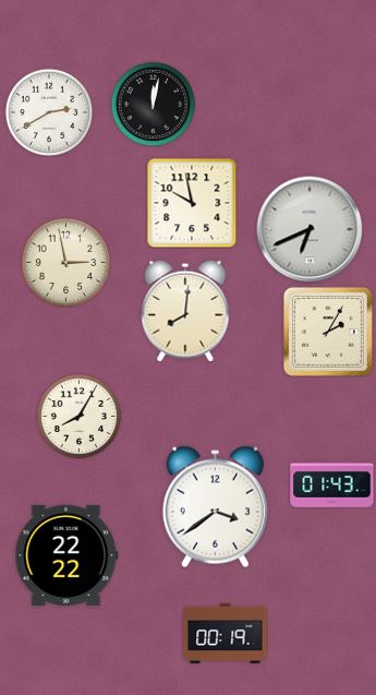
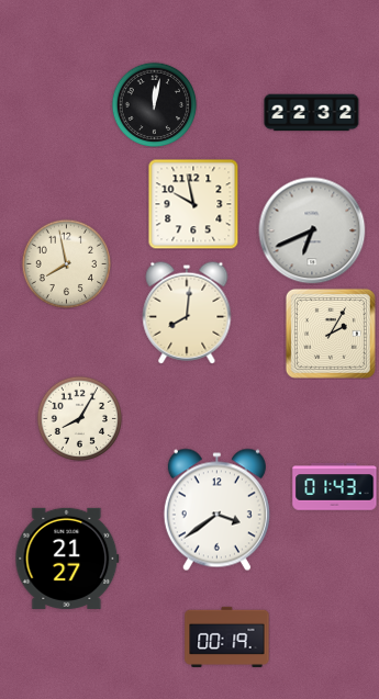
clock at (49, 112): 2:40 -> none
clock at (312, 113): none -> 22:32
clock at (65, 262): 2:58 -> 7:58
clock at (66, 555): 22:22 -> 21:27
